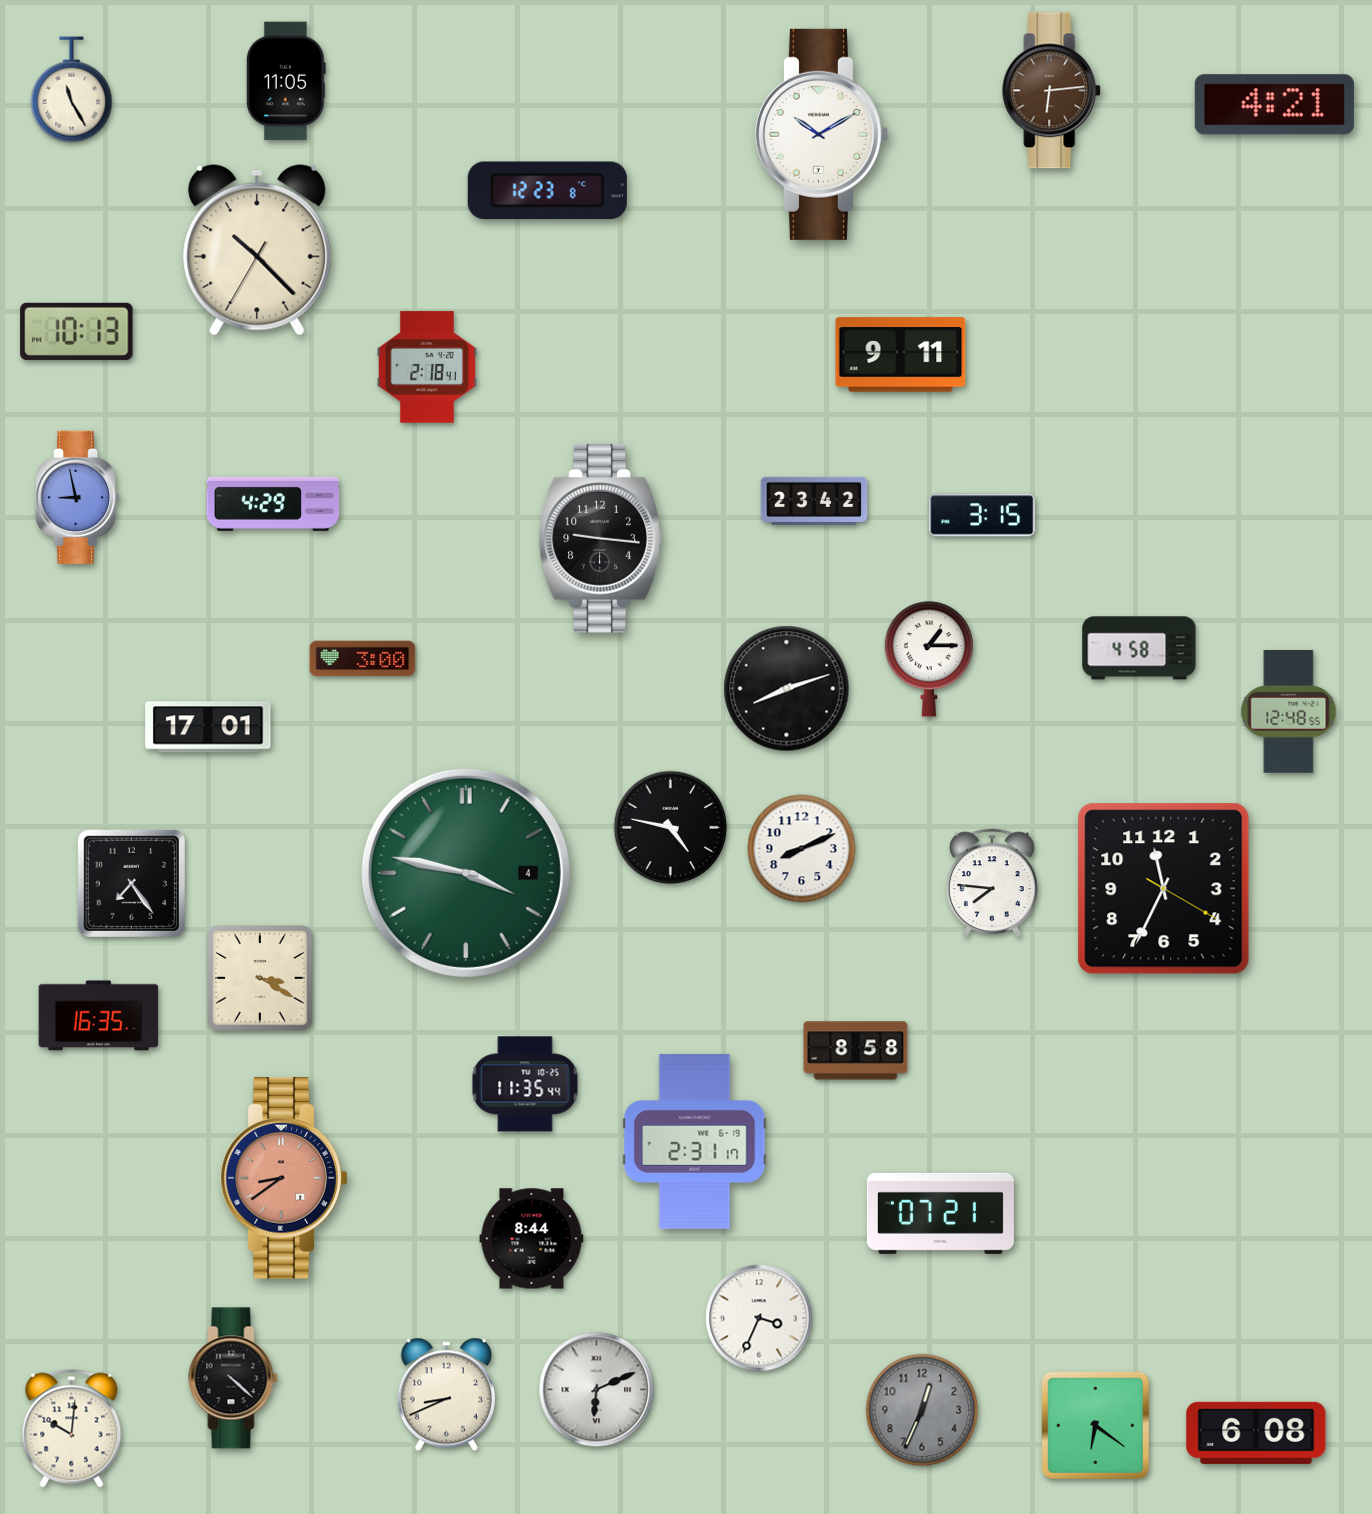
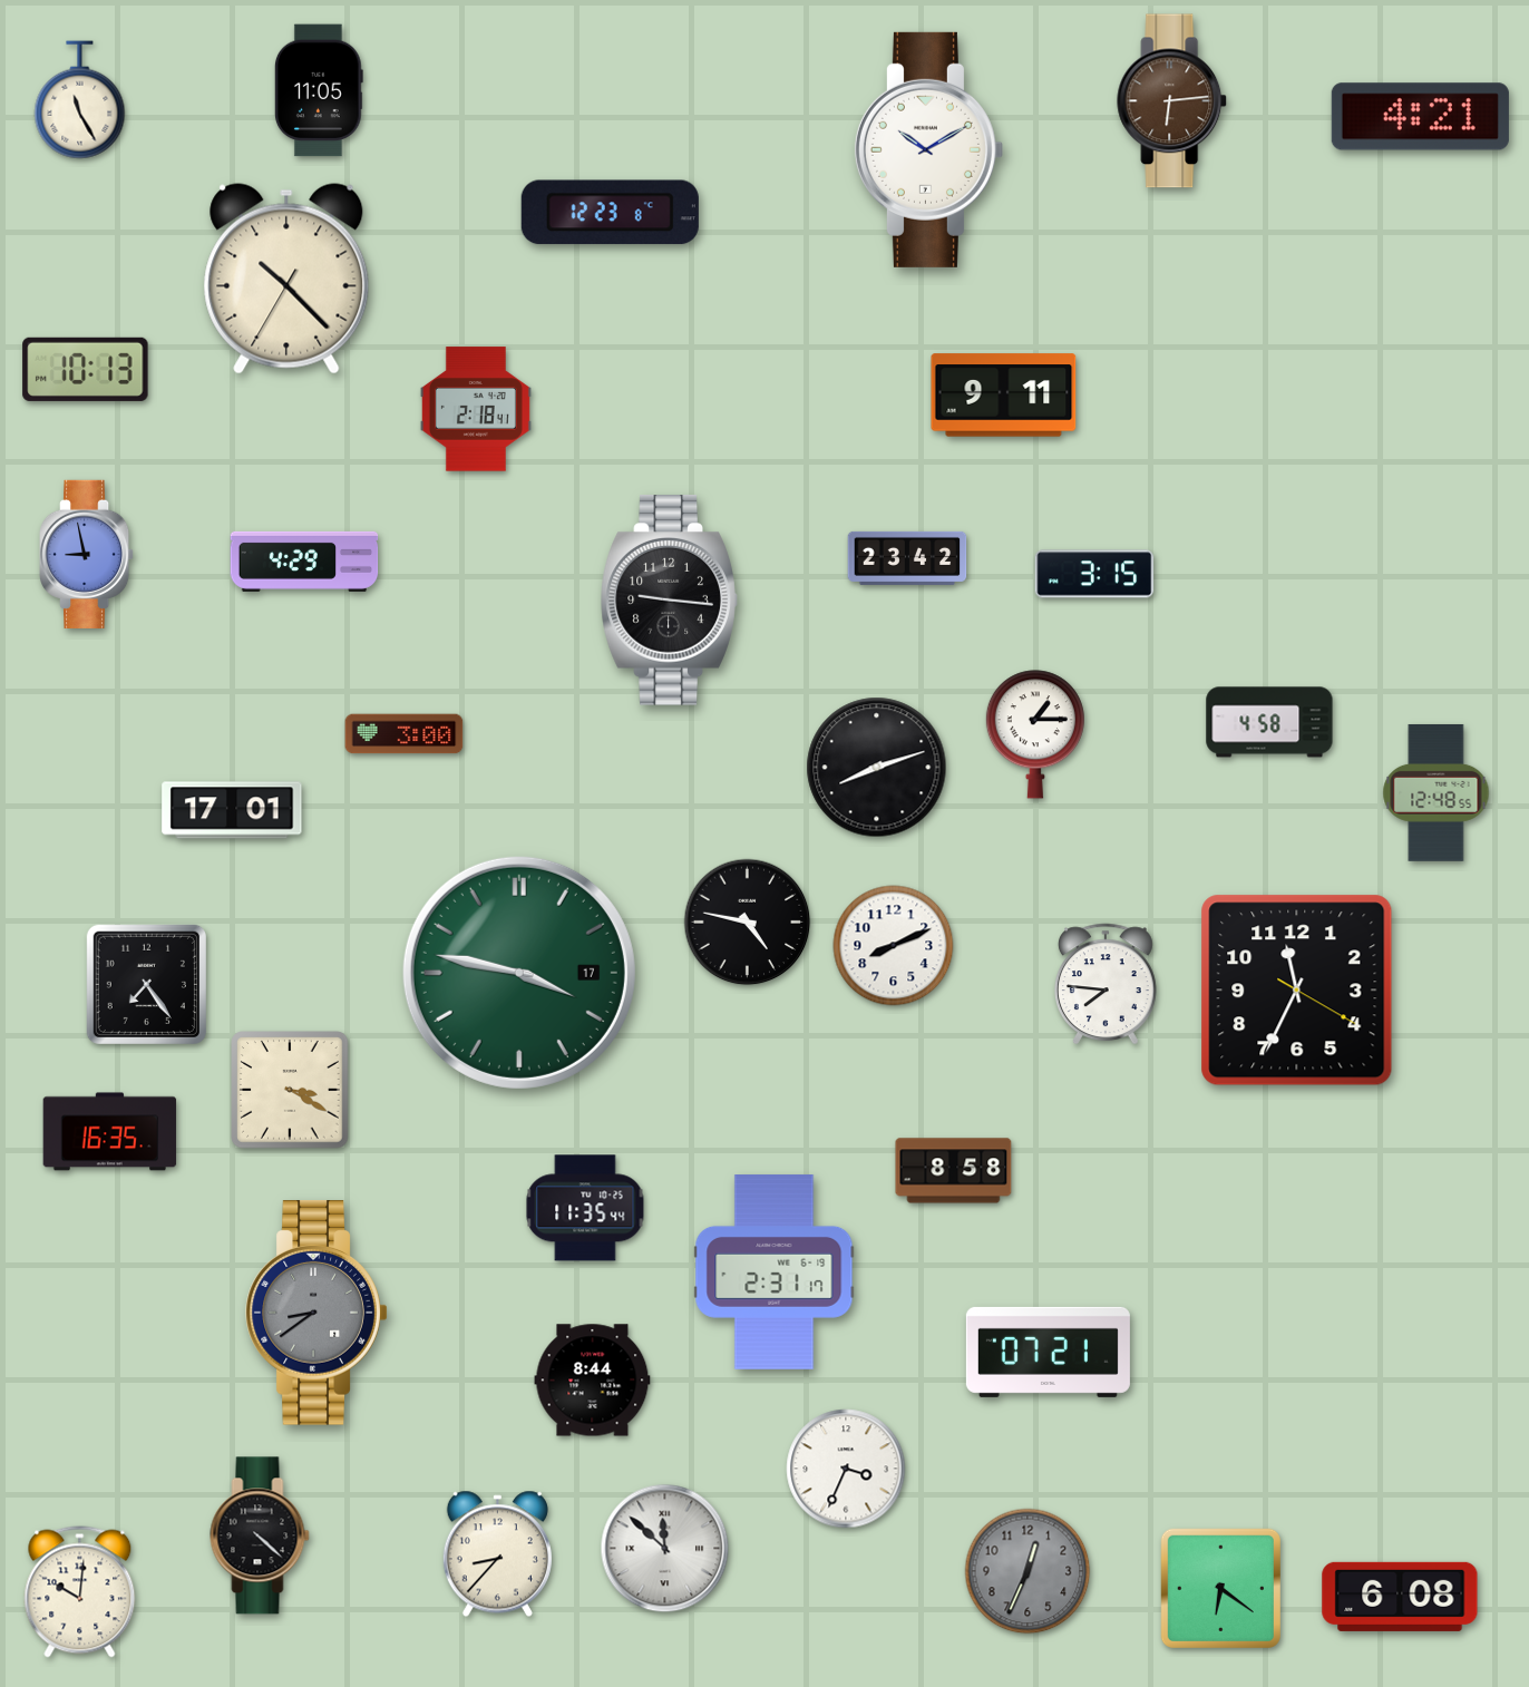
clock at (821, 134) position: (821, 134) -> (928, 149)
clock at (466, 873) date: 4 -> 17
clock at (284, 1178) dial: salmon -> grey
clock at (597, 1390): 6:11 -> 11:52
clock at (446, 1395): 8:41 -> 8:37
